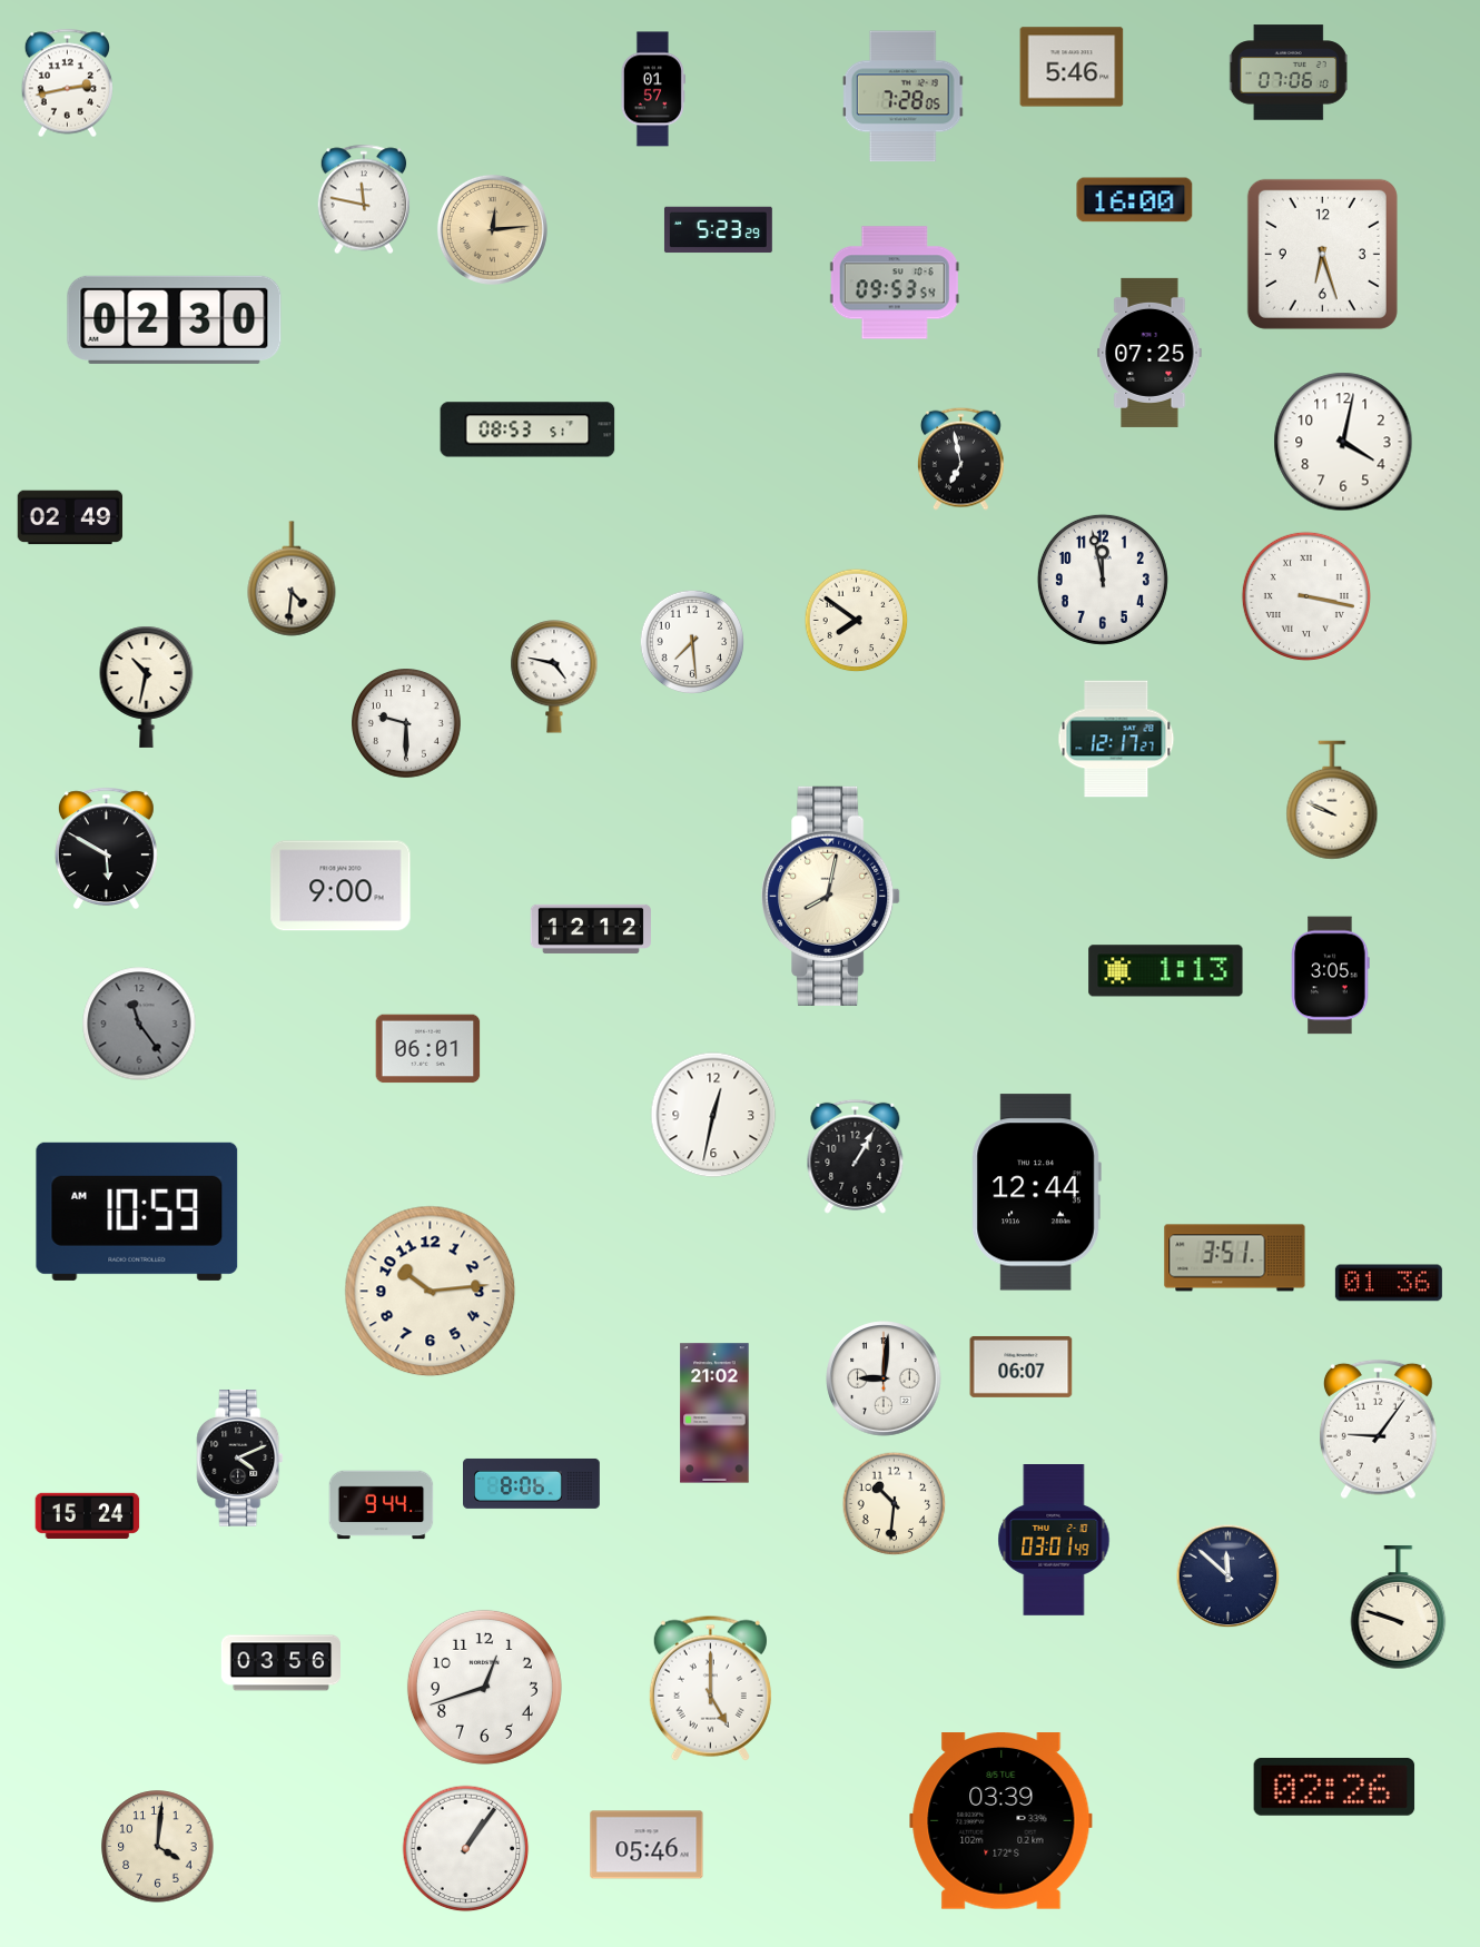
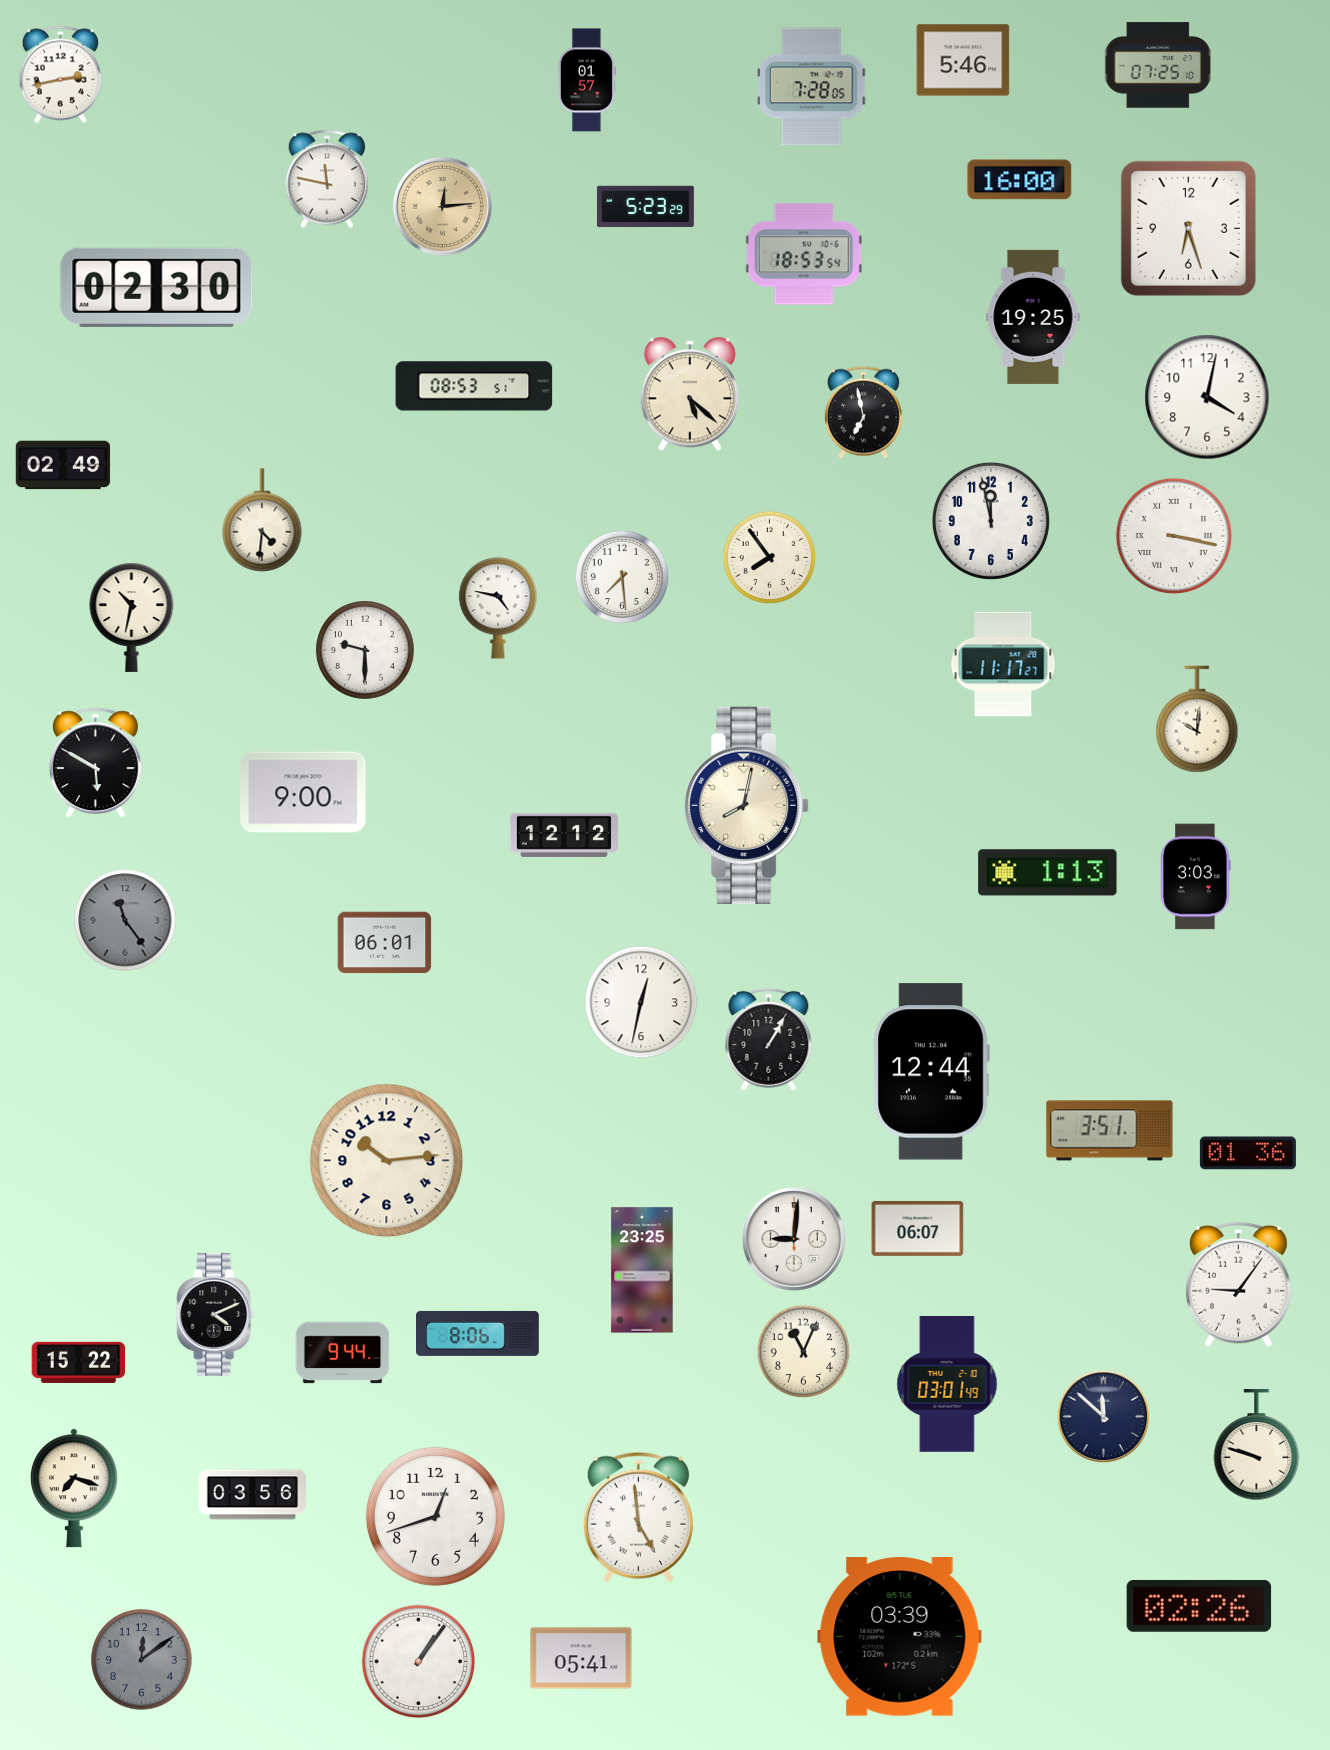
clock at (1289, 72): 07:06 -> 07:25
clock at (895, 283): 09:53 -> 18:53
clock at (1150, 353): 07:25 -> 19:25
clock at (690, 394): none -> 5:22
clock at (857, 621): 7:51 -> 7:54
clock at (1116, 739): 12:17 -> 11:17
clock at (1332, 800): 9:49 -> 10:01
clock at (341, 886) position: (341, 886) -> (303, 792)
clock at (591, 929) position: (591, 929) -> (564, 835)
clock at (1331, 976): 3:05 -> 3:03
clock at (137, 1212): 10:59 -> none
clock at (714, 1413): 21:02 -> 23:25
clock at (240, 1457) position: (240, 1457) -> (216, 1314)
clock at (895, 1504): 10:31 -> 11:04
clock at (88, 1515): 15:24 -> 15:22
clock at (74, 1488): none -> 7:18
clock at (710, 1688): 5:00 -> 4:59
clock at (647, 1845): 05:46 -> 05:41
clock at (158, 1847): 4:01 -> 12:09
clock at (158, 1847) dial: cream -> grey
